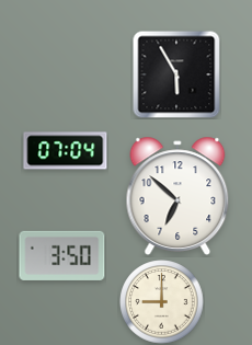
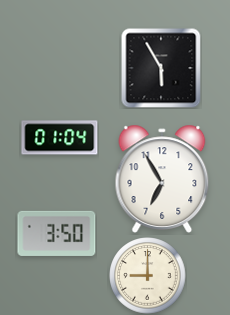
clock at (66, 151): 07:04 -> 01:04
clock at (177, 196): 6:52 -> 6:55
